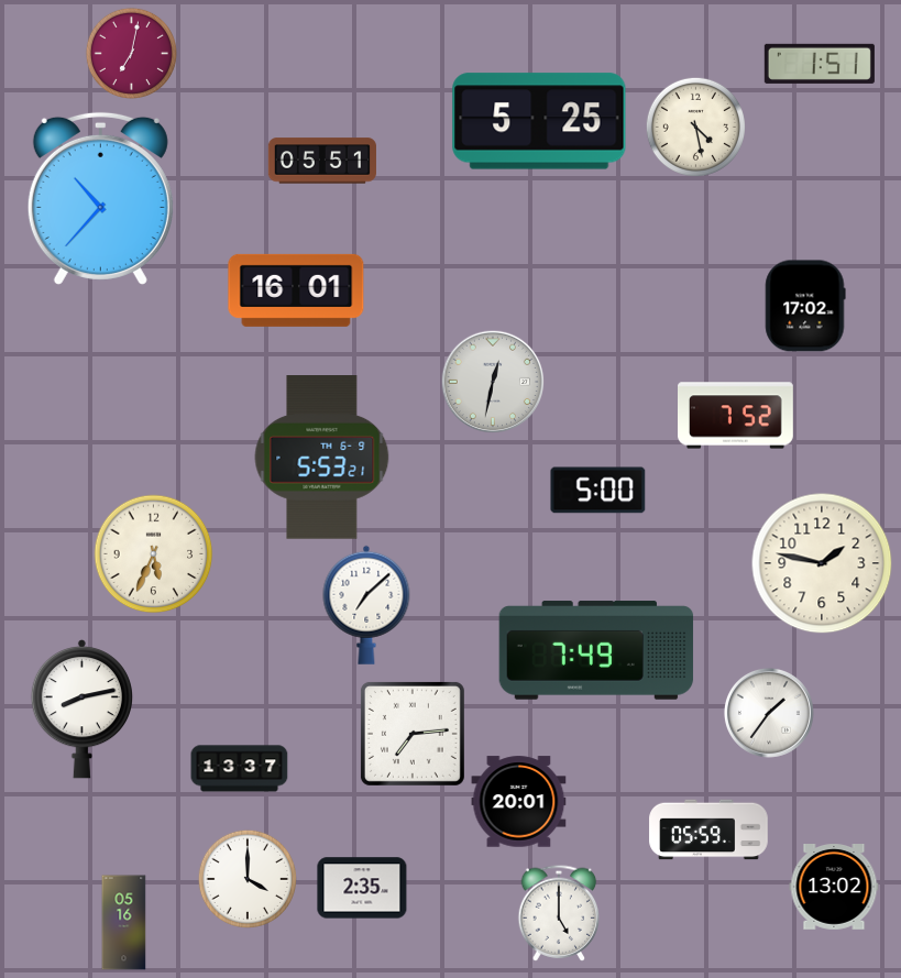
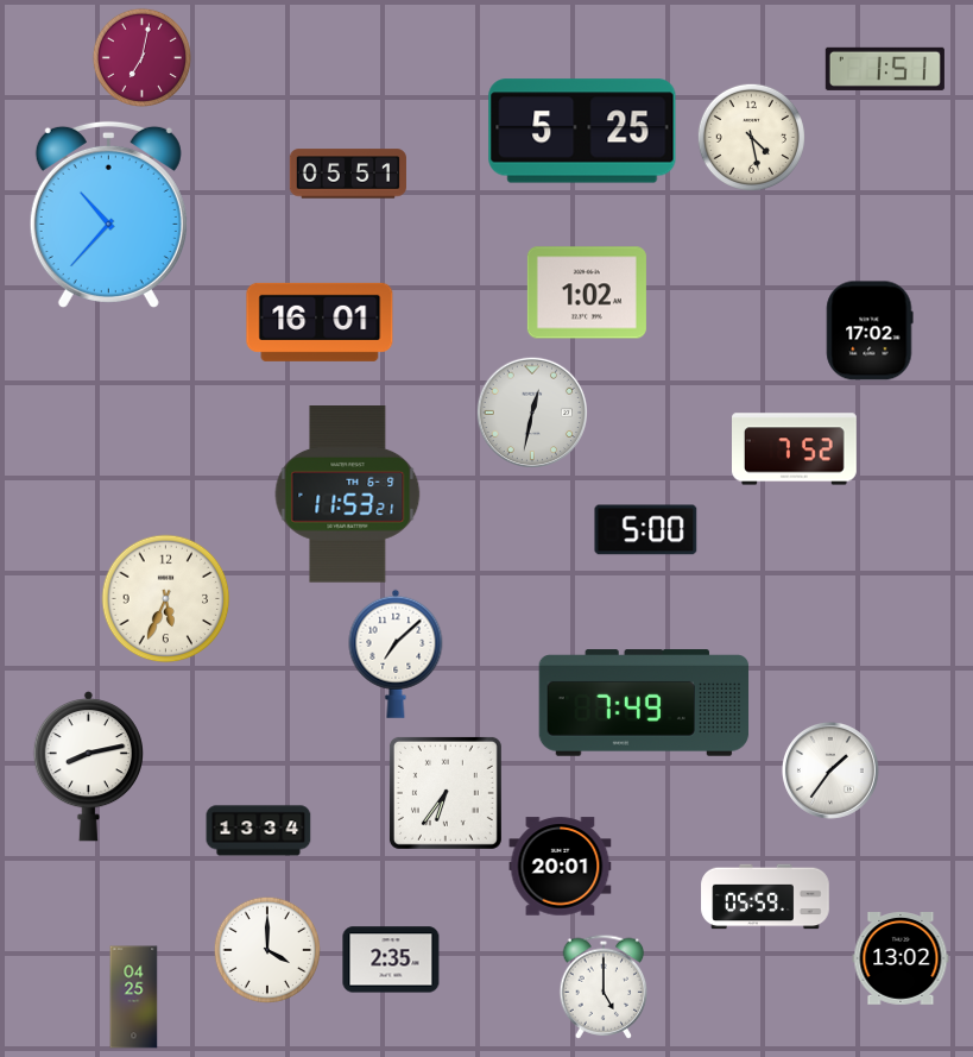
clock at (587, 292): none -> 1:02
clock at (296, 290) position: (296, 290) -> (320, 322)
clock at (322, 458): 5:53 -> 11:53
clock at (822, 563): 1:47 -> none
clock at (413, 734): 7:14 -> 6:36
clock at (240, 769): 13:37 -> 13:34
clock at (124, 923): 05:16 -> 04:25
